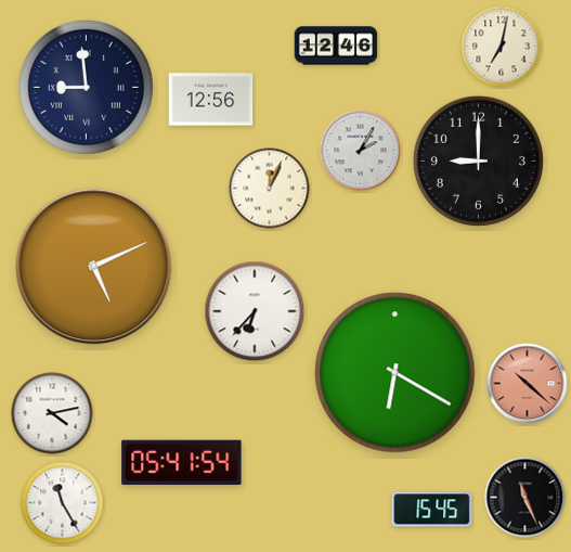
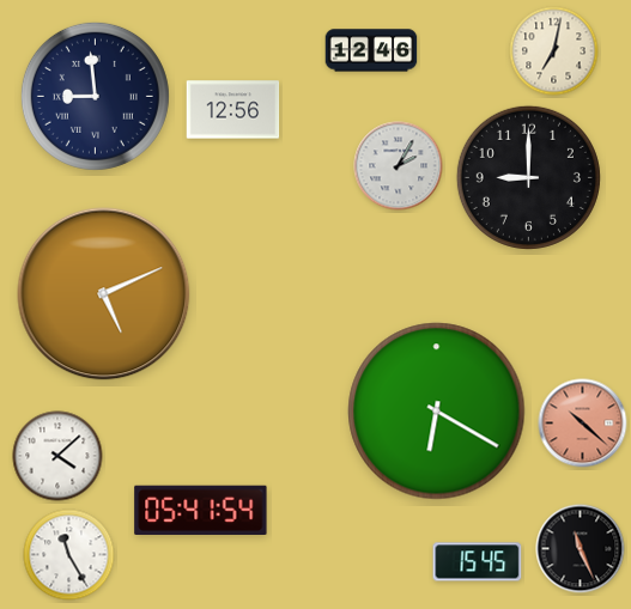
clock at (270, 189): 12:04 -> none
clock at (255, 311): 6:37 -> none
clock at (52, 413): 4:13 -> 4:08
